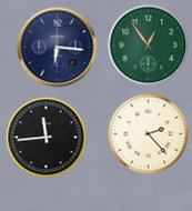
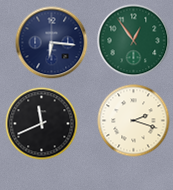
clock at (149, 134): 2:23 -> 2:18
clock at (47, 138): 11:44 -> 11:41
